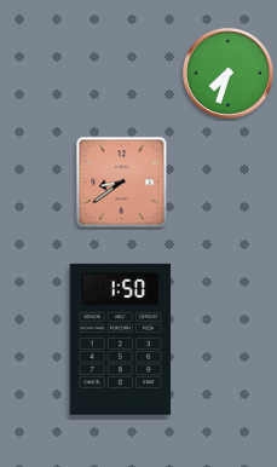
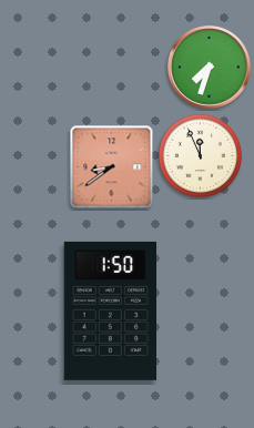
clock at (201, 156): none -> 11:56
